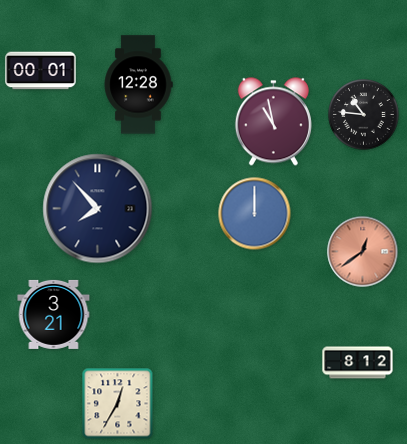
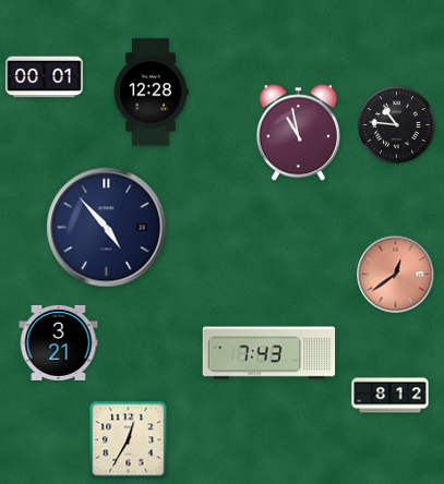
clock at (98, 209): 7:53 -> 4:53
clock at (255, 214): 12:00 -> none
clock at (269, 353): none -> 7:43
